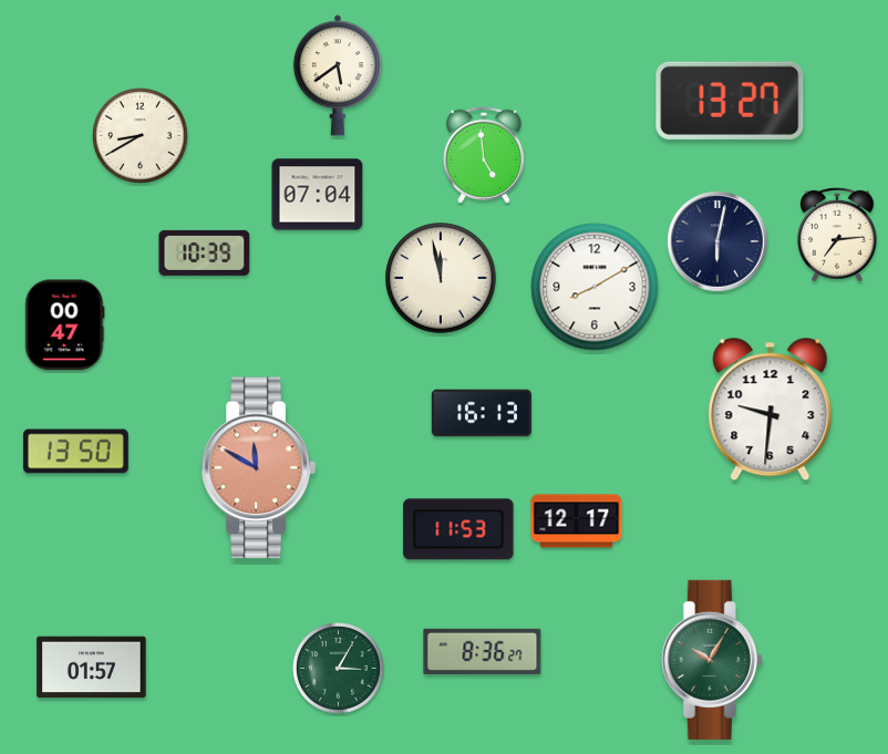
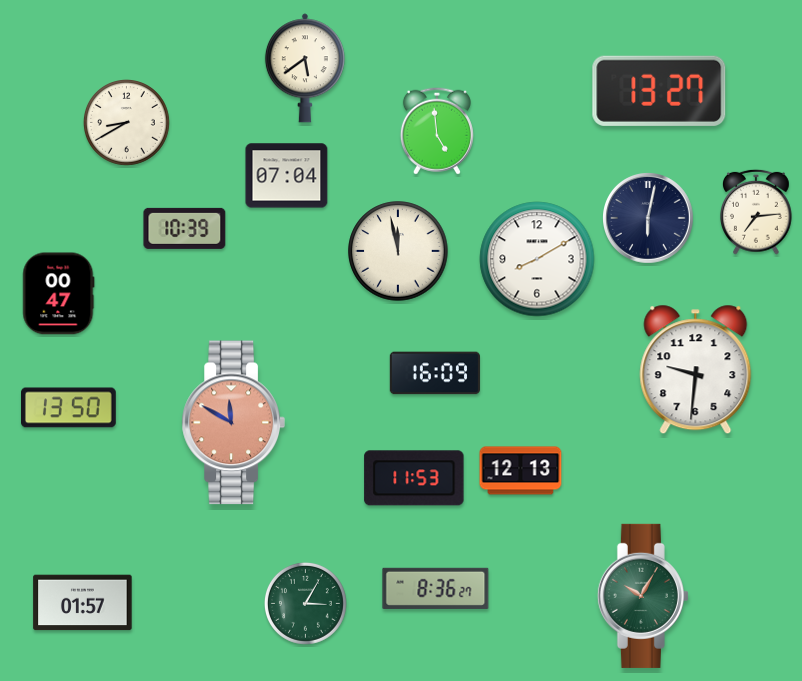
clock at (484, 155) position: (484, 155) -> (437, 131)
clock at (482, 413): 16:13 -> 16:09
clock at (577, 521): 12:17 -> 12:13
